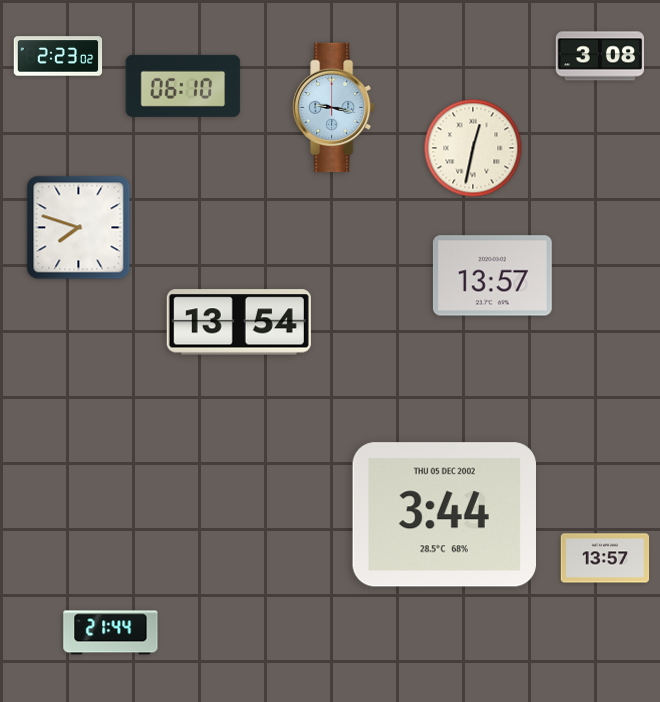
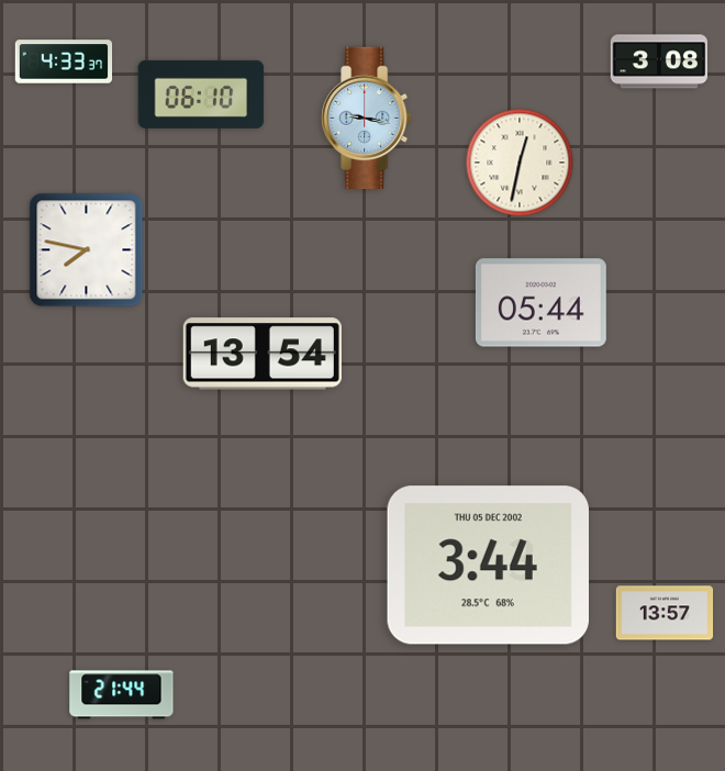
clock at (58, 56): 2:23 -> 4:33
clock at (79, 228): 7:48 -> 7:47
clock at (492, 276): 13:57 -> 05:44
